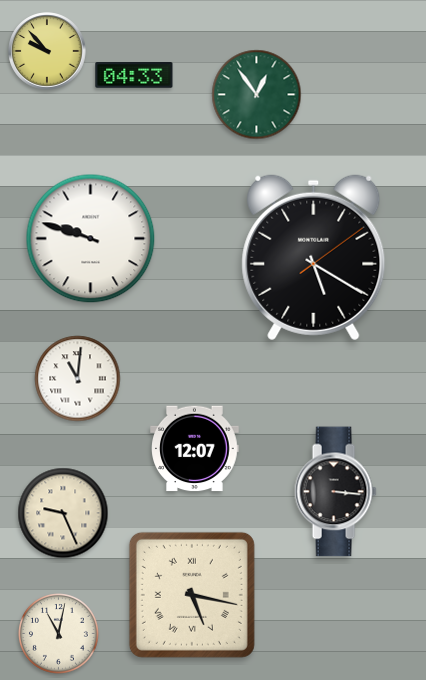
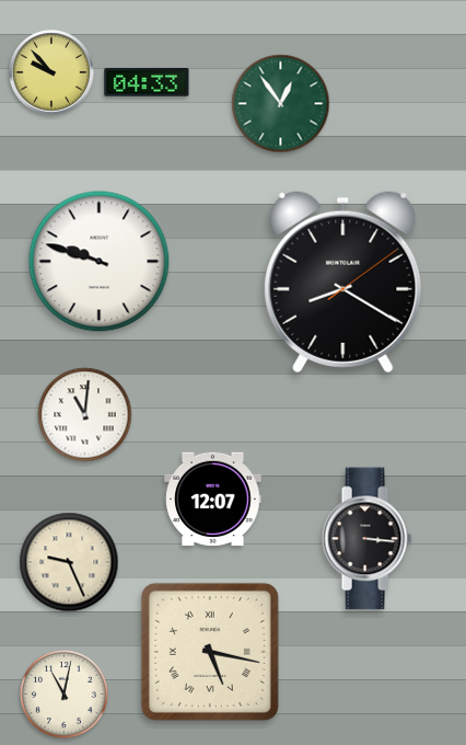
clock at (47, 51) position: (47, 51) -> (51, 72)
clock at (314, 258): 5:20 -> 8:20
clock at (195, 449) position: (195, 449) -> (213, 500)
